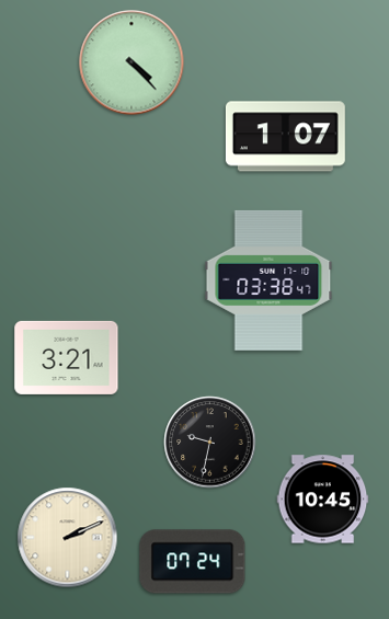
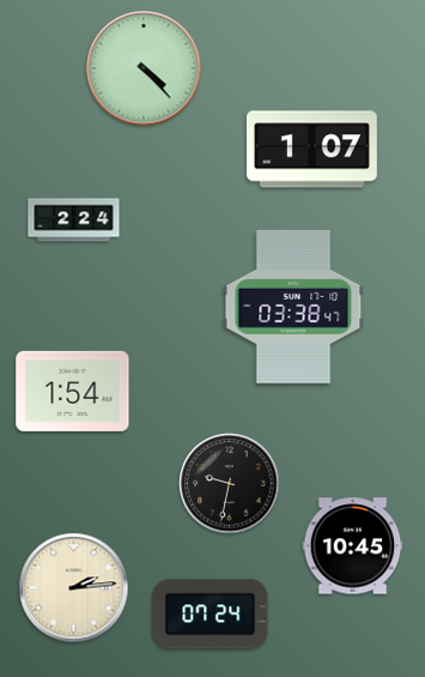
clock at (74, 220): none -> 2:24
clock at (67, 357): 3:21 -> 1:54
clock at (68, 538): 2:11 -> 2:14
